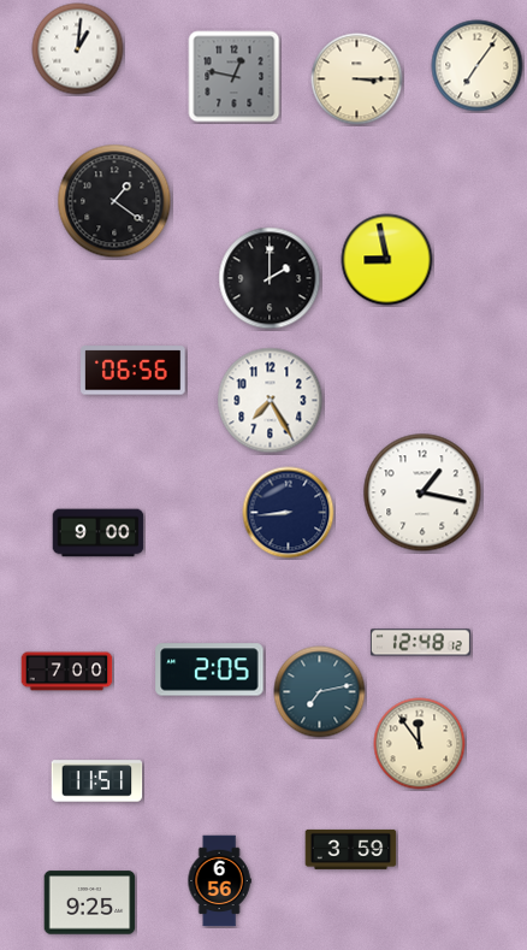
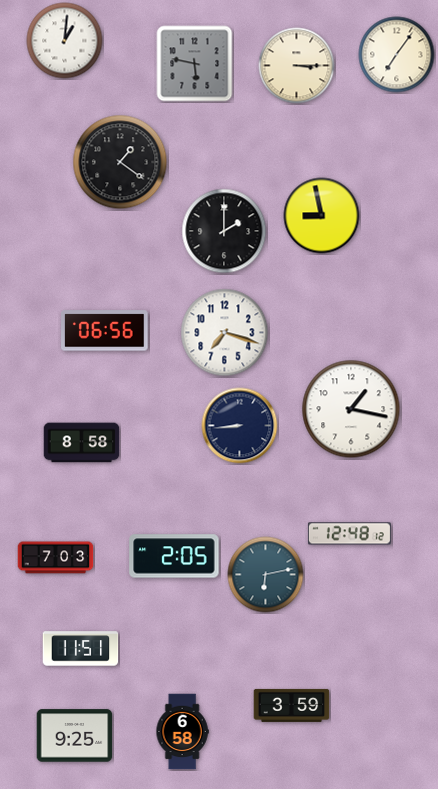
clock at (235, 77): 12:47 -> 5:47
clock at (114, 201) position: (114, 201) -> (120, 162)
clock at (134, 371) position: (134, 371) -> (105, 331)
clock at (271, 401): 7:25 -> 7:18
clock at (99, 533): 9:00 -> 8:58
clock at (67, 672): 7:00 -> 7:03
clock at (320, 692): 7:13 -> 6:13
clock at (420, 744): 11:54 -> none
clock at (219, 881): 6:56 -> 6:58
clock at (90, 903) position: (90, 903) -> (75, 736)
